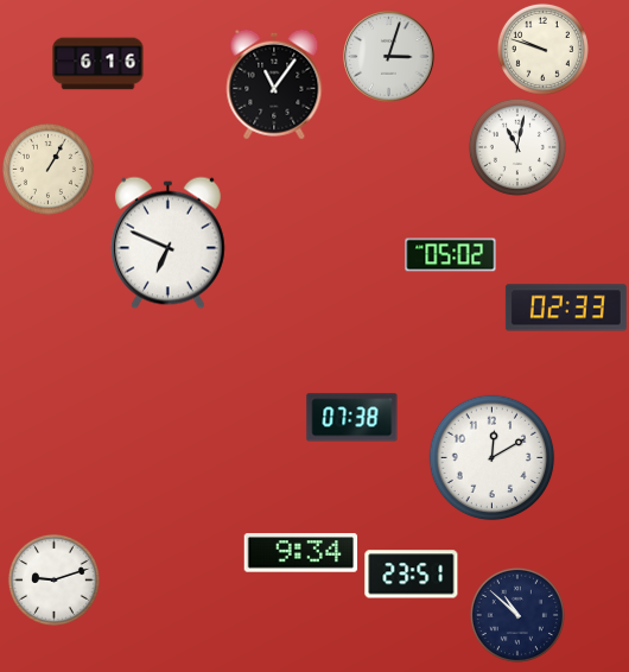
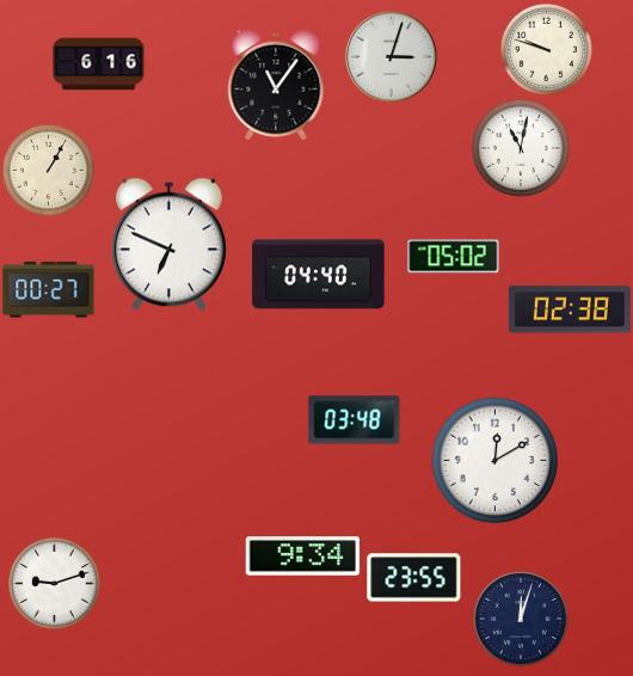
clock at (319, 275): none -> 04:40
clock at (49, 290): none -> 00:27
clock at (566, 308): 02:33 -> 02:38
clock at (352, 418): 07:38 -> 03:48
clock at (412, 575): 23:51 -> 23:55
clock at (517, 615): 10:52 -> 12:03
